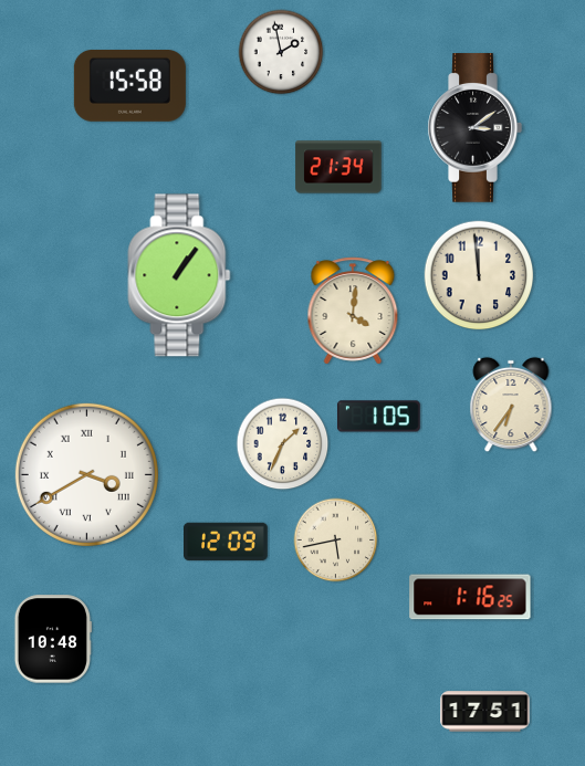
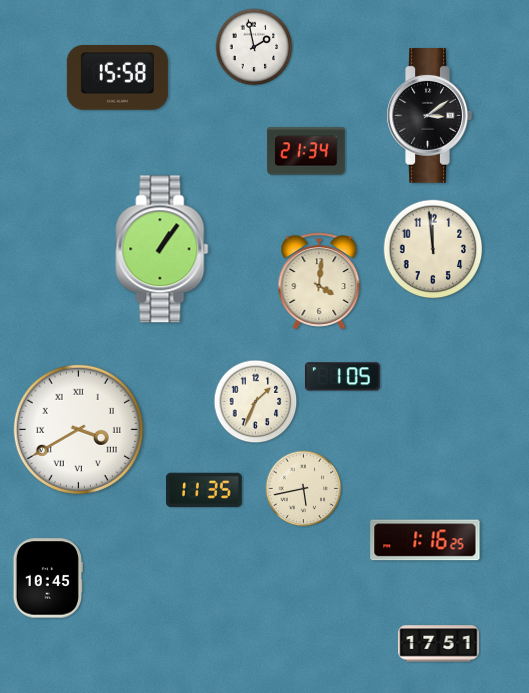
clock at (511, 405): 6:36 -> none
clock at (227, 541): 12:09 -> 11:35
clock at (53, 639): 10:48 -> 10:45
